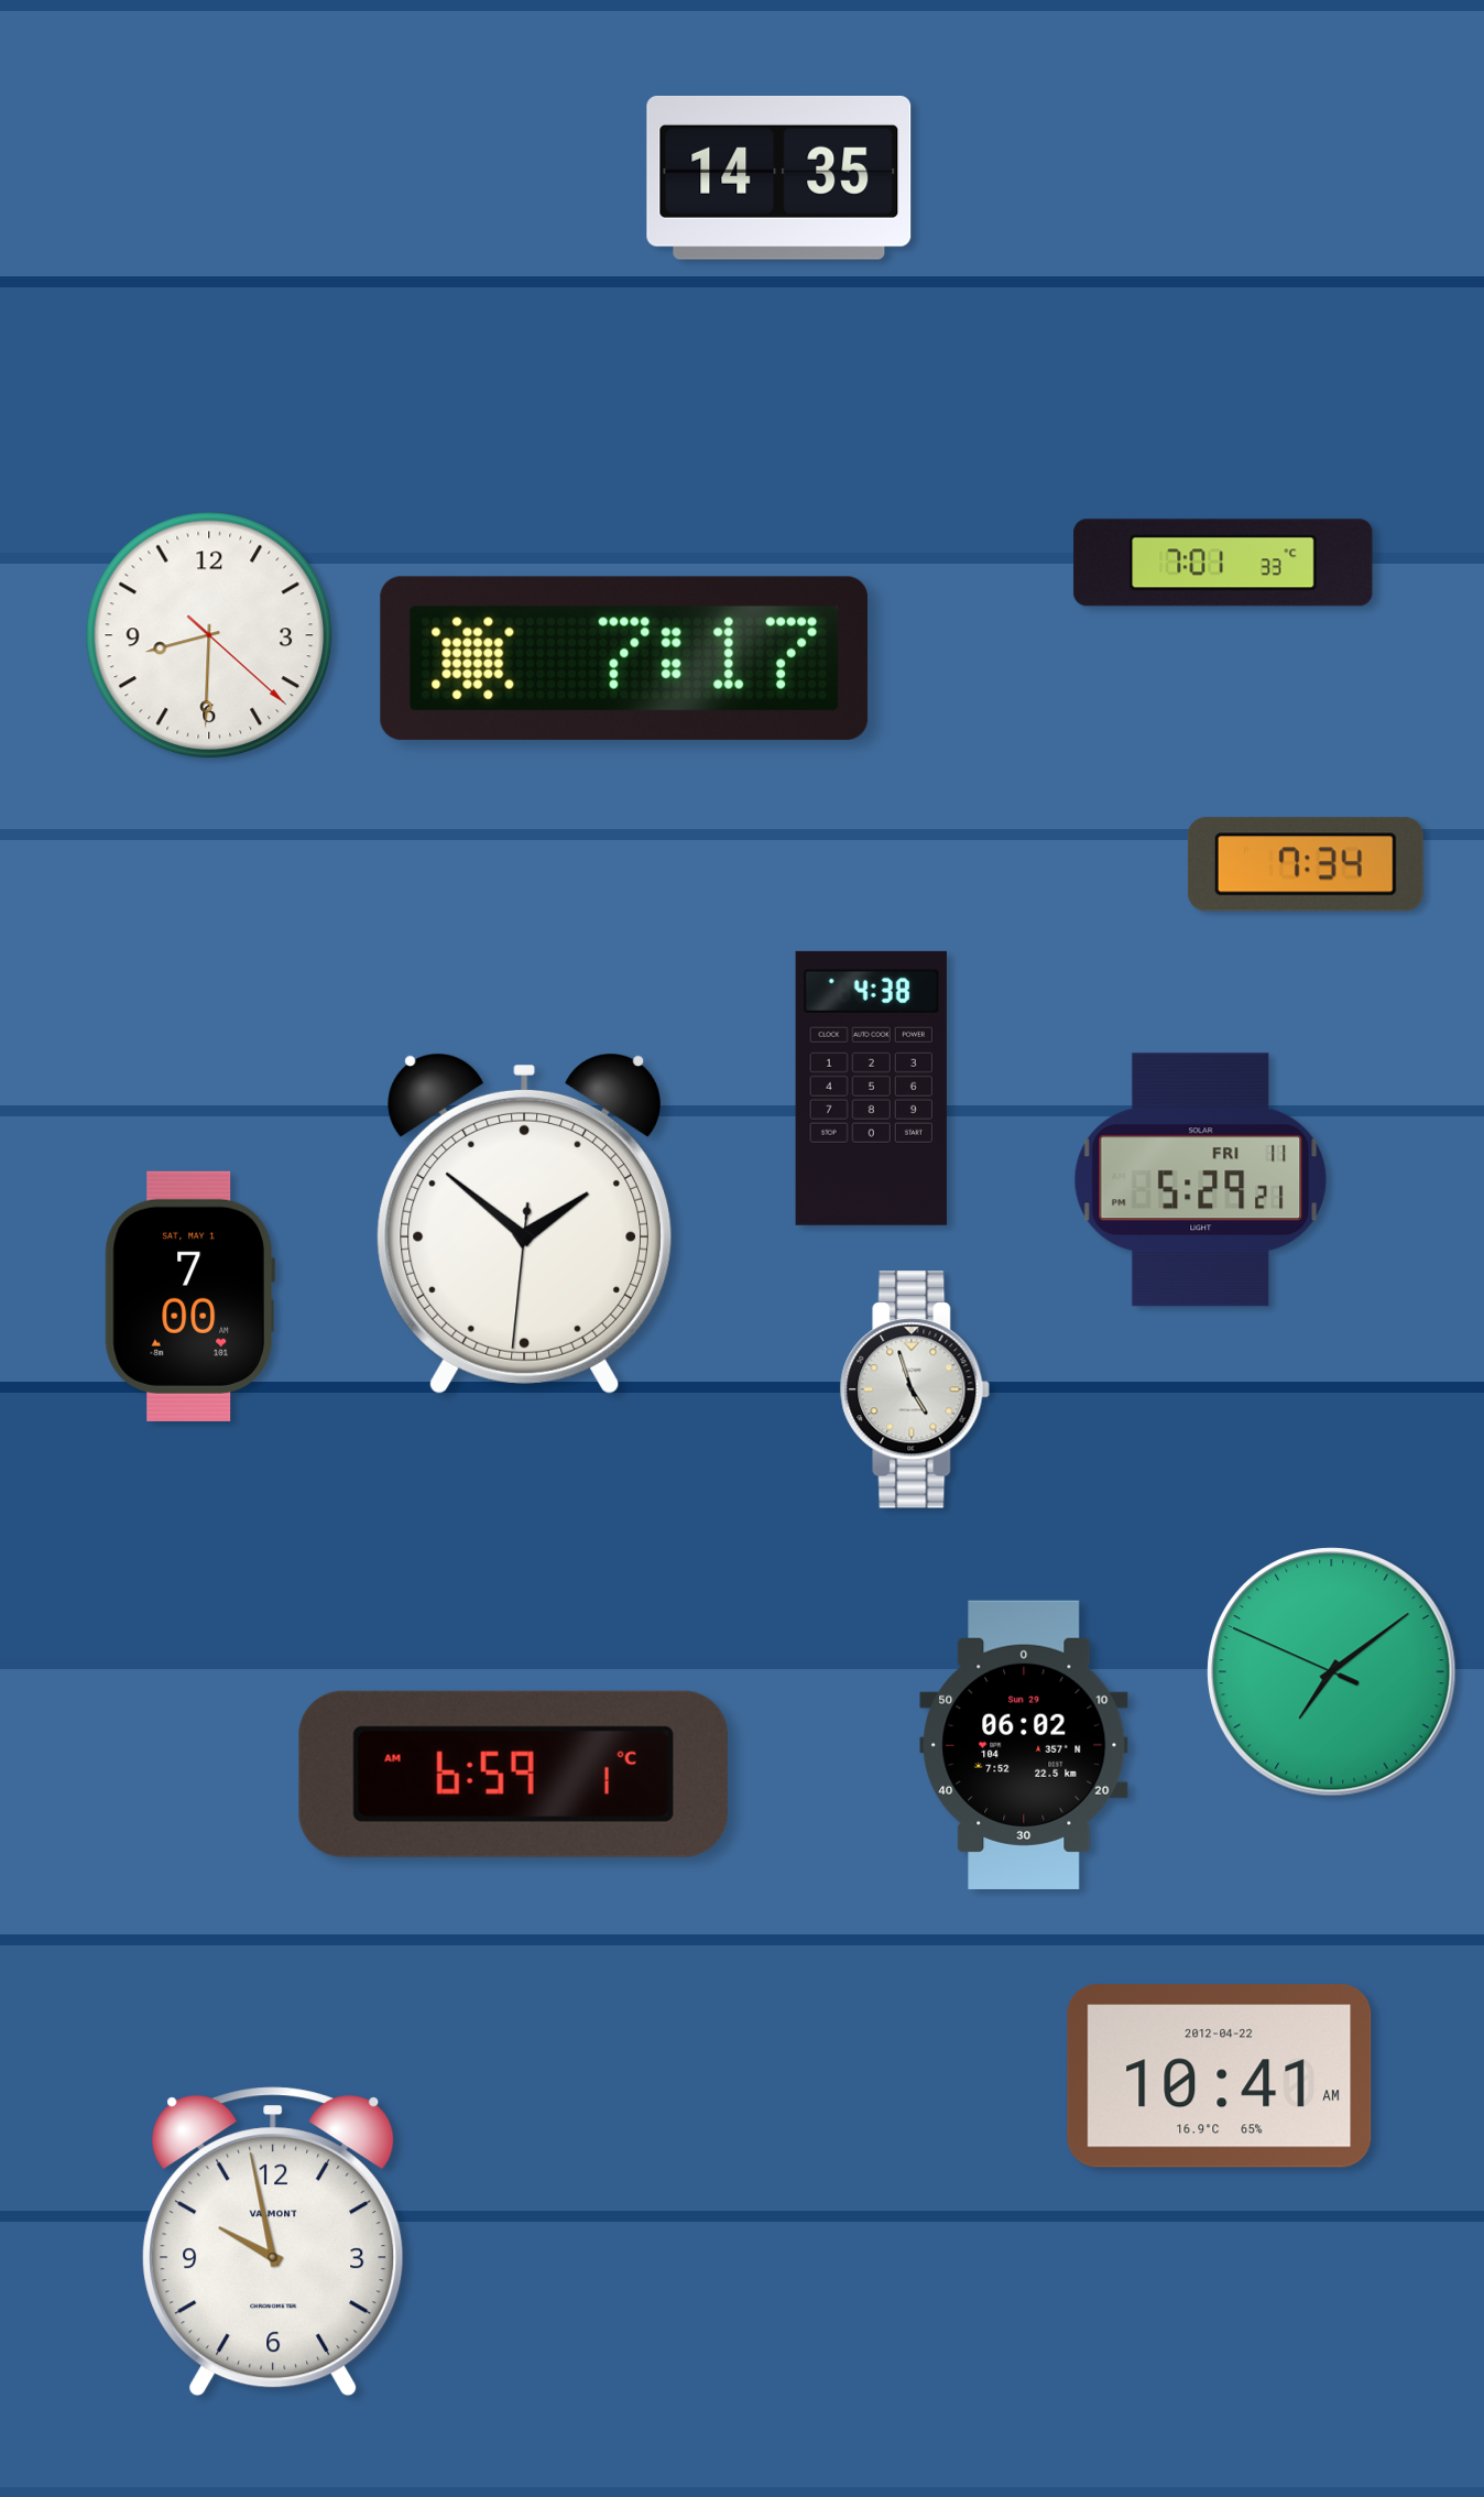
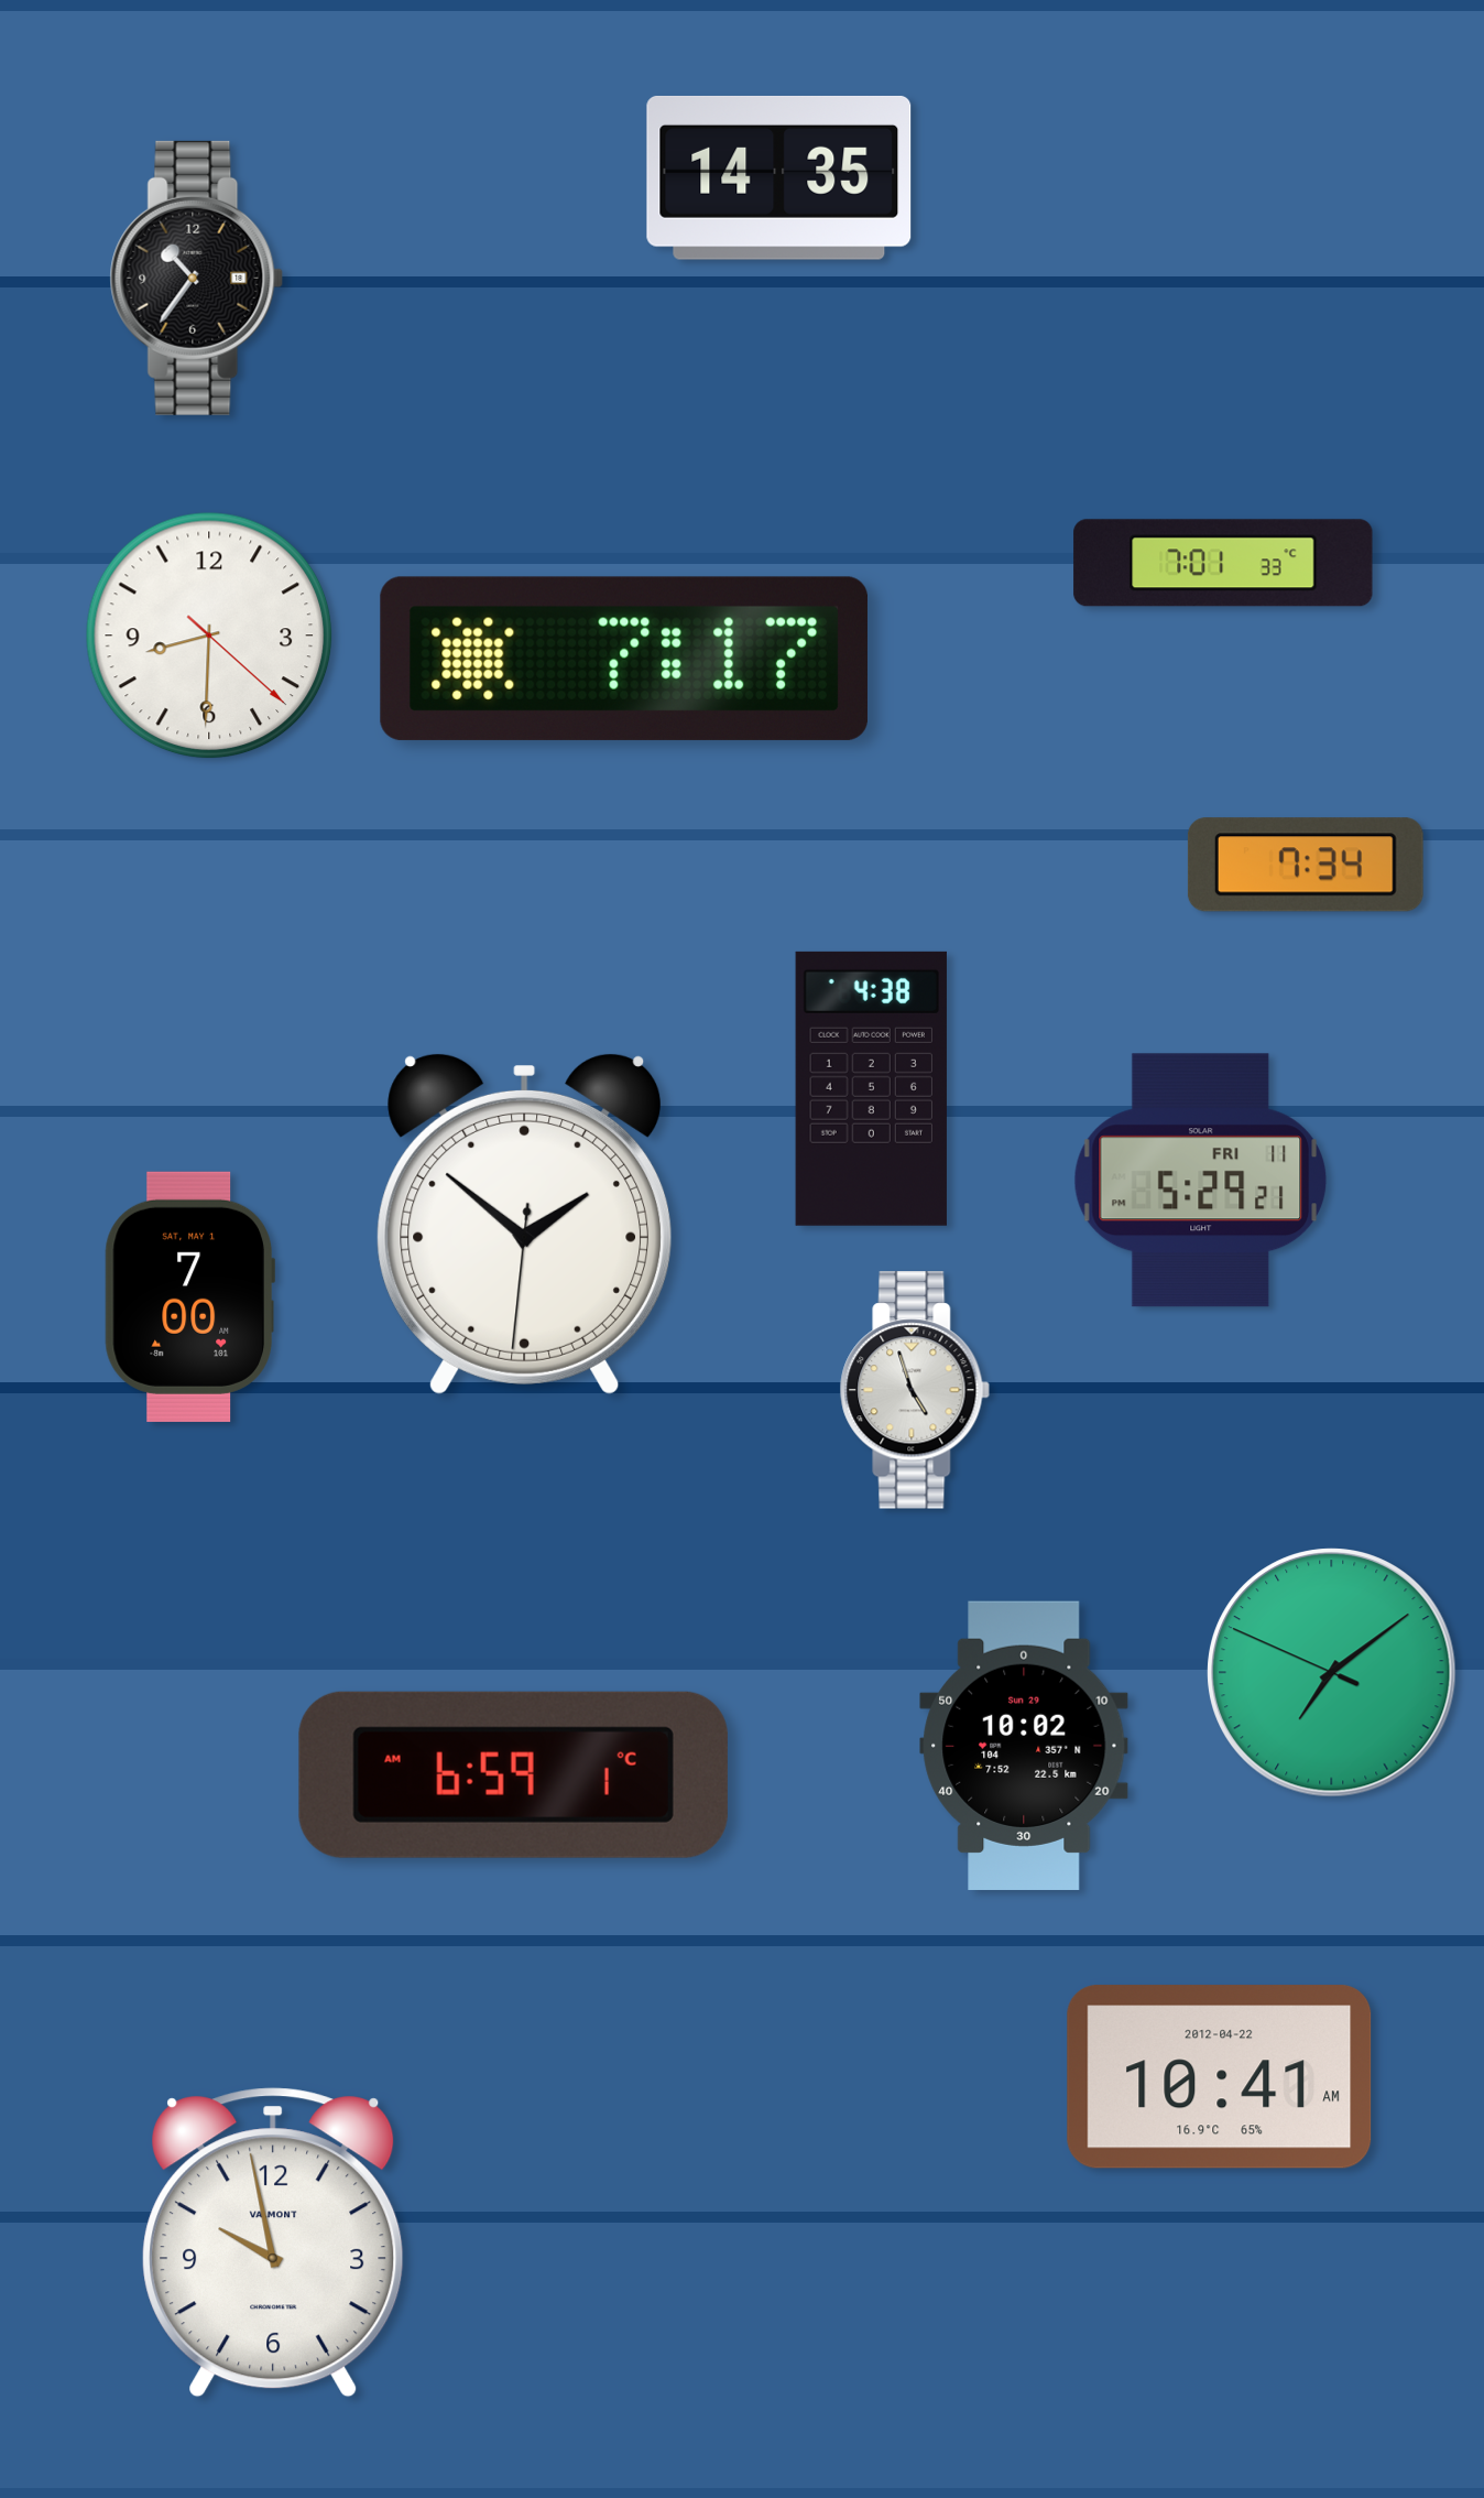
clock at (197, 278): none -> 10:36
clock at (1024, 1745): 06:02 -> 10:02
